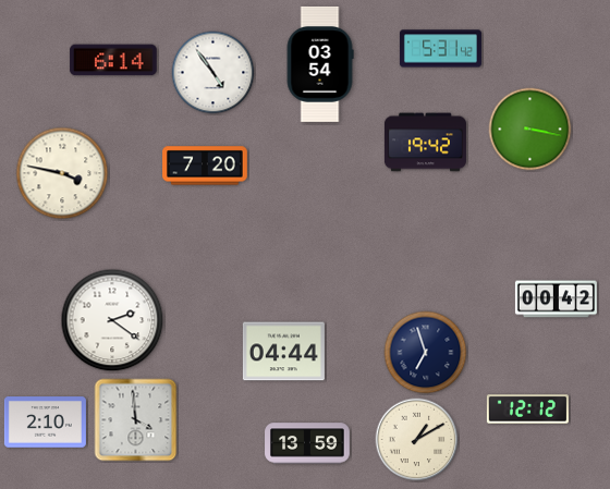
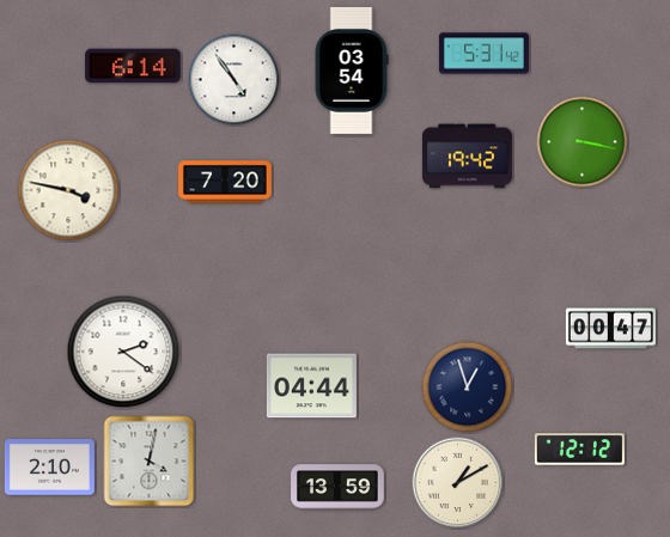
clock at (113, 60) position: (113, 60) -> (133, 66)
clock at (556, 299): 00:42 -> 00:47
clock at (426, 353): 6:57 -> 12:57
clock at (136, 420): 3:59 -> 4:02
clock at (45, 423) position: (45, 423) -> (49, 468)
